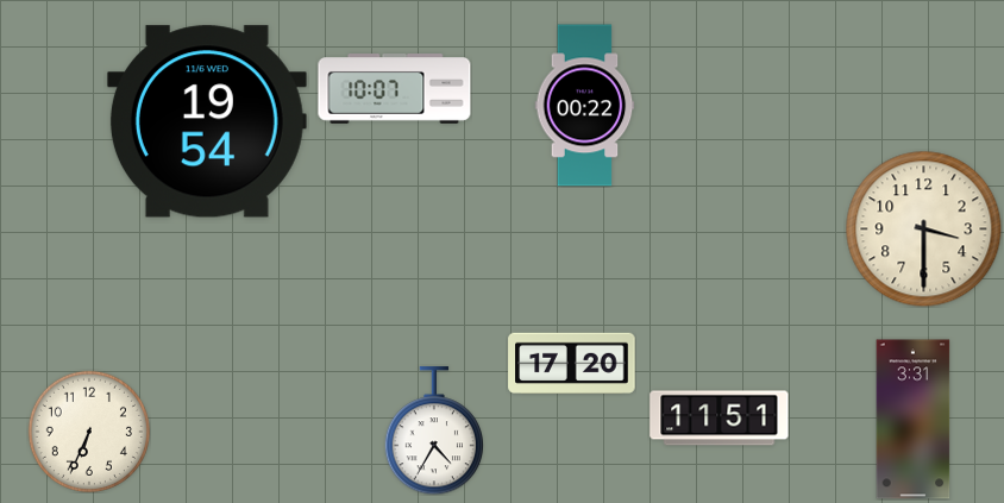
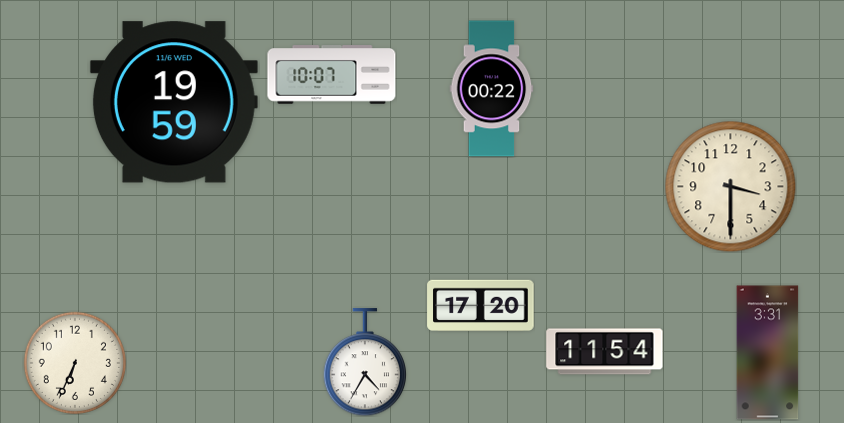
clock at (207, 121): 19:54 -> 19:59
clock at (924, 230) position: (924, 230) -> (731, 187)
clock at (720, 419): 11:51 -> 11:54
